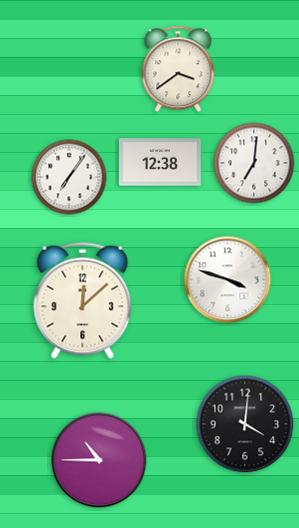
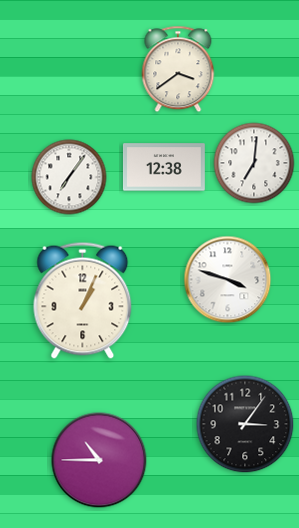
clock at (160, 162) position: (160, 162) -> (164, 167)
clock at (83, 300): 12:08 -> 1:04
clock at (245, 424): 4:01 -> 3:06
